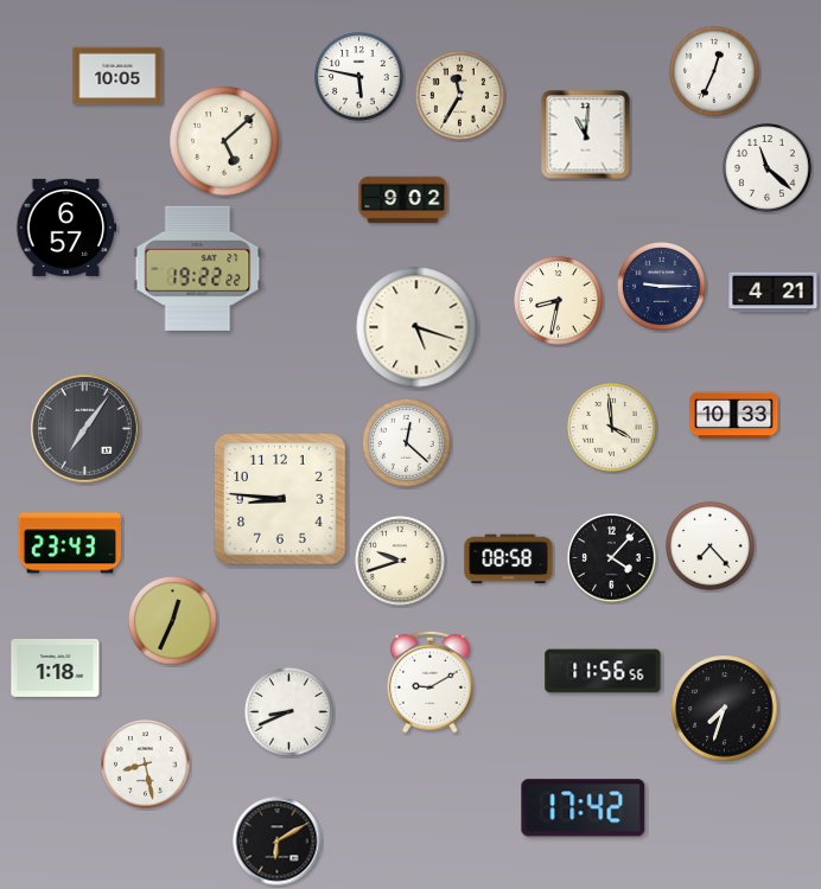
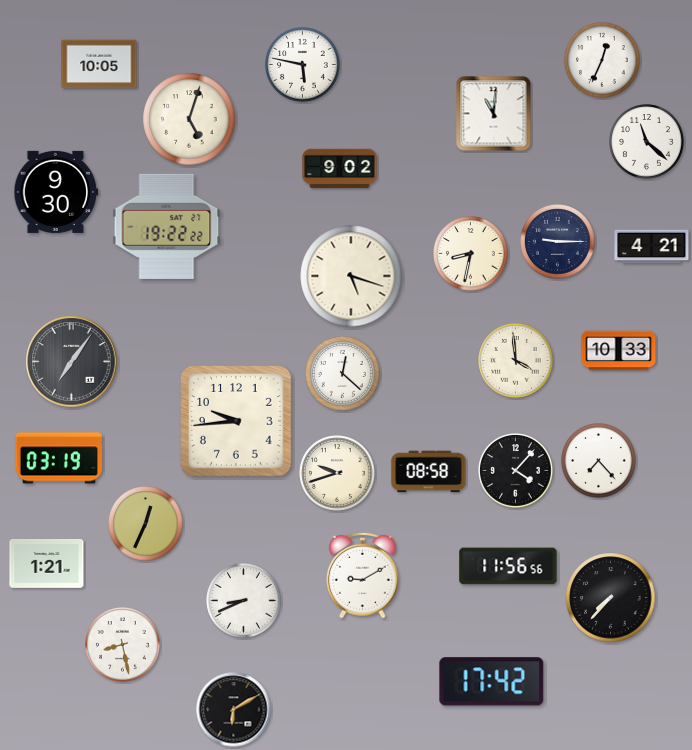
clock at (460, 96): 11:35 -> none
clock at (224, 141): 5:08 -> 5:03
clock at (66, 228): 6:57 -> 9:30
clock at (281, 500): 8:46 -> 9:44
clock at (70, 543): 23:43 -> 03:19
clock at (56, 669): 1:18 -> 1:21
clock at (725, 709): 7:33 -> 7:37
